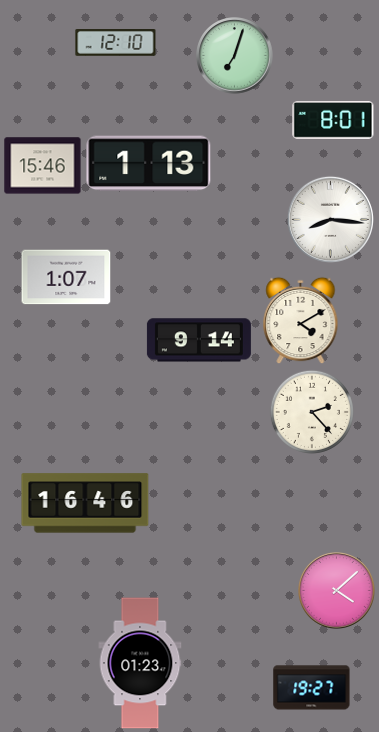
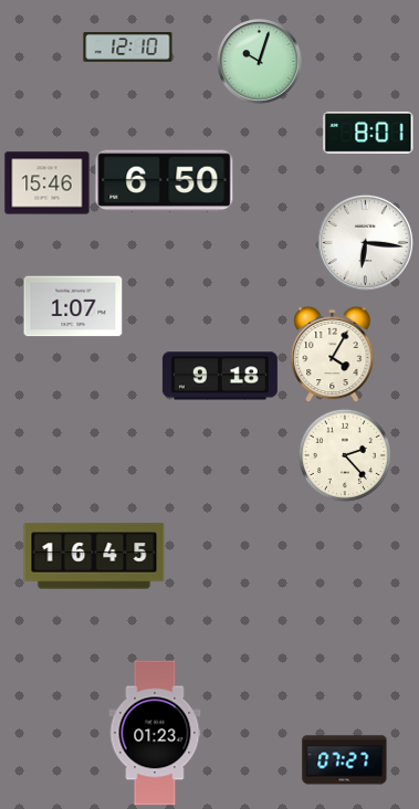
clock at (235, 56): 7:03 -> 10:03
clock at (149, 164): 1:13 -> 6:50
clock at (330, 219): 8:16 -> 6:16
clock at (301, 320): 4:10 -> 4:05
clock at (199, 340): 9:14 -> 9:18
clock at (85, 503): 16:46 -> 16:45
clock at (337, 591): 4:08 -> none
clock at (312, 688): 19:27 -> 07:27
